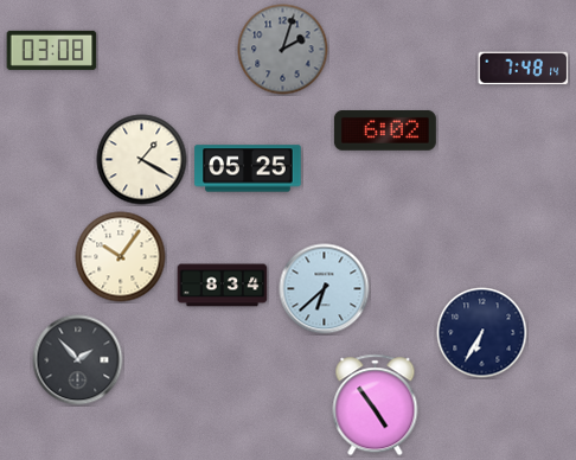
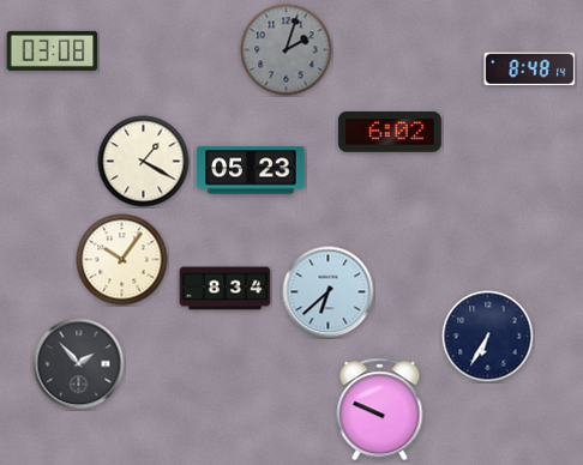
clock at (524, 69): 7:48 -> 8:48
clock at (248, 168): 05:25 -> 05:23
clock at (376, 405): 4:54 -> 9:49
